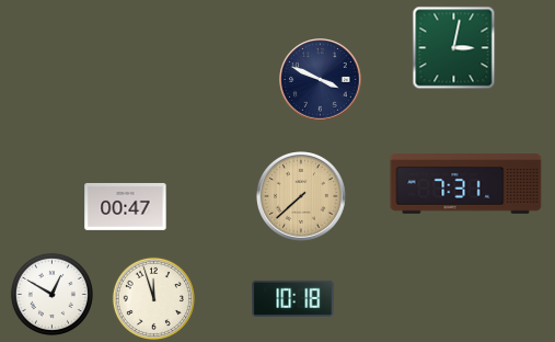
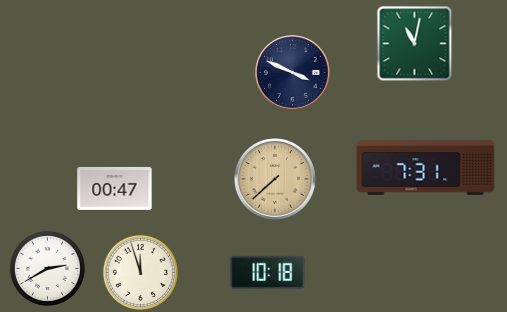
clock at (454, 48): 3:02 -> 11:02
clock at (51, 294): 12:50 -> 2:40
